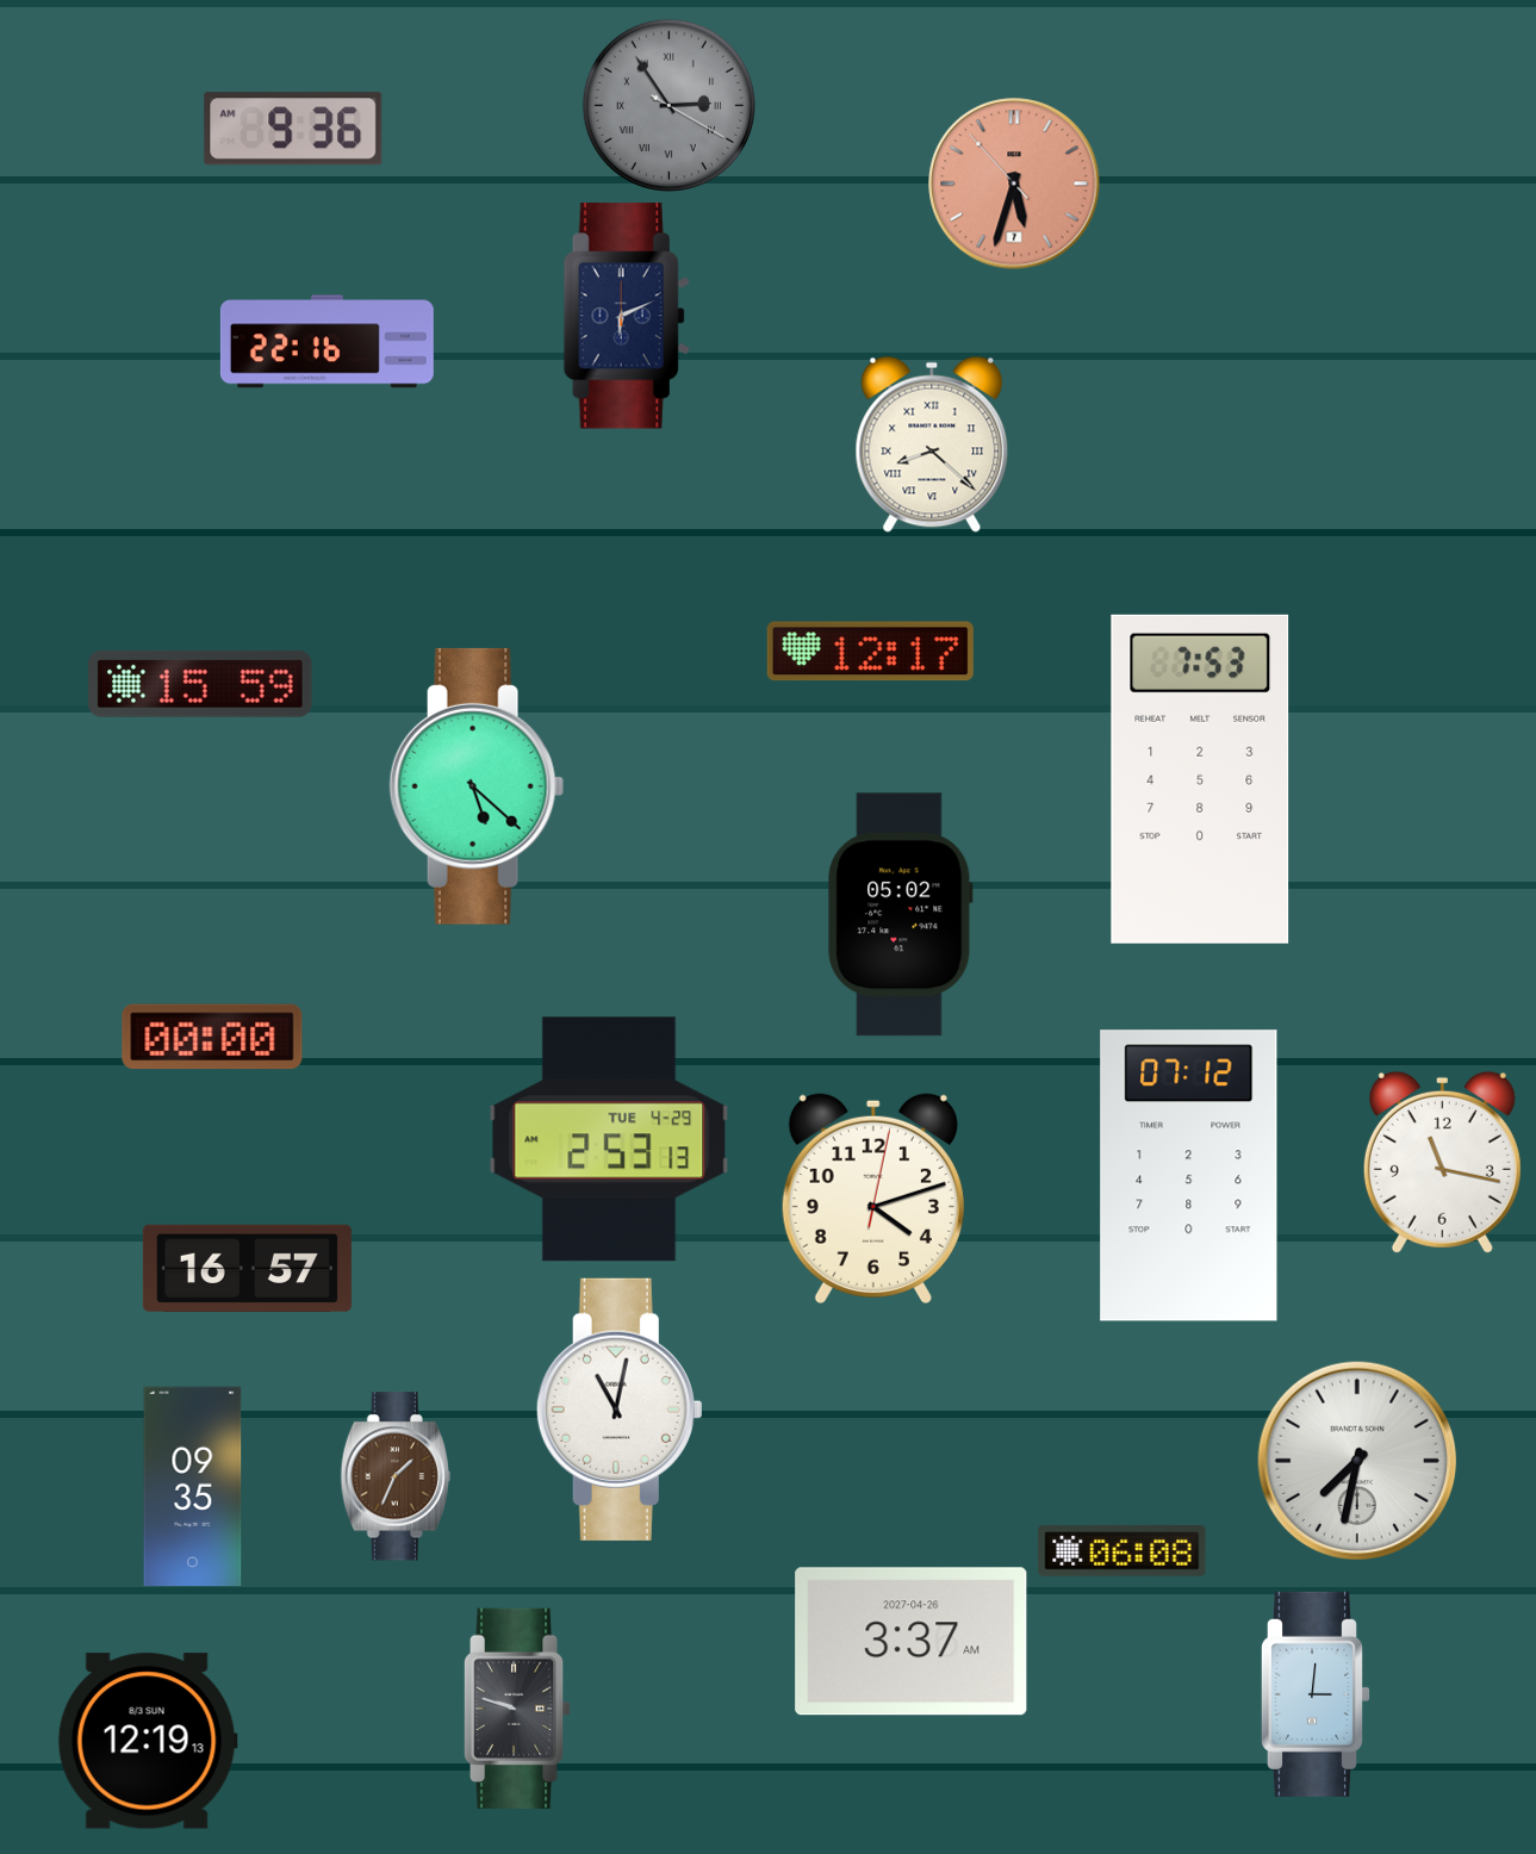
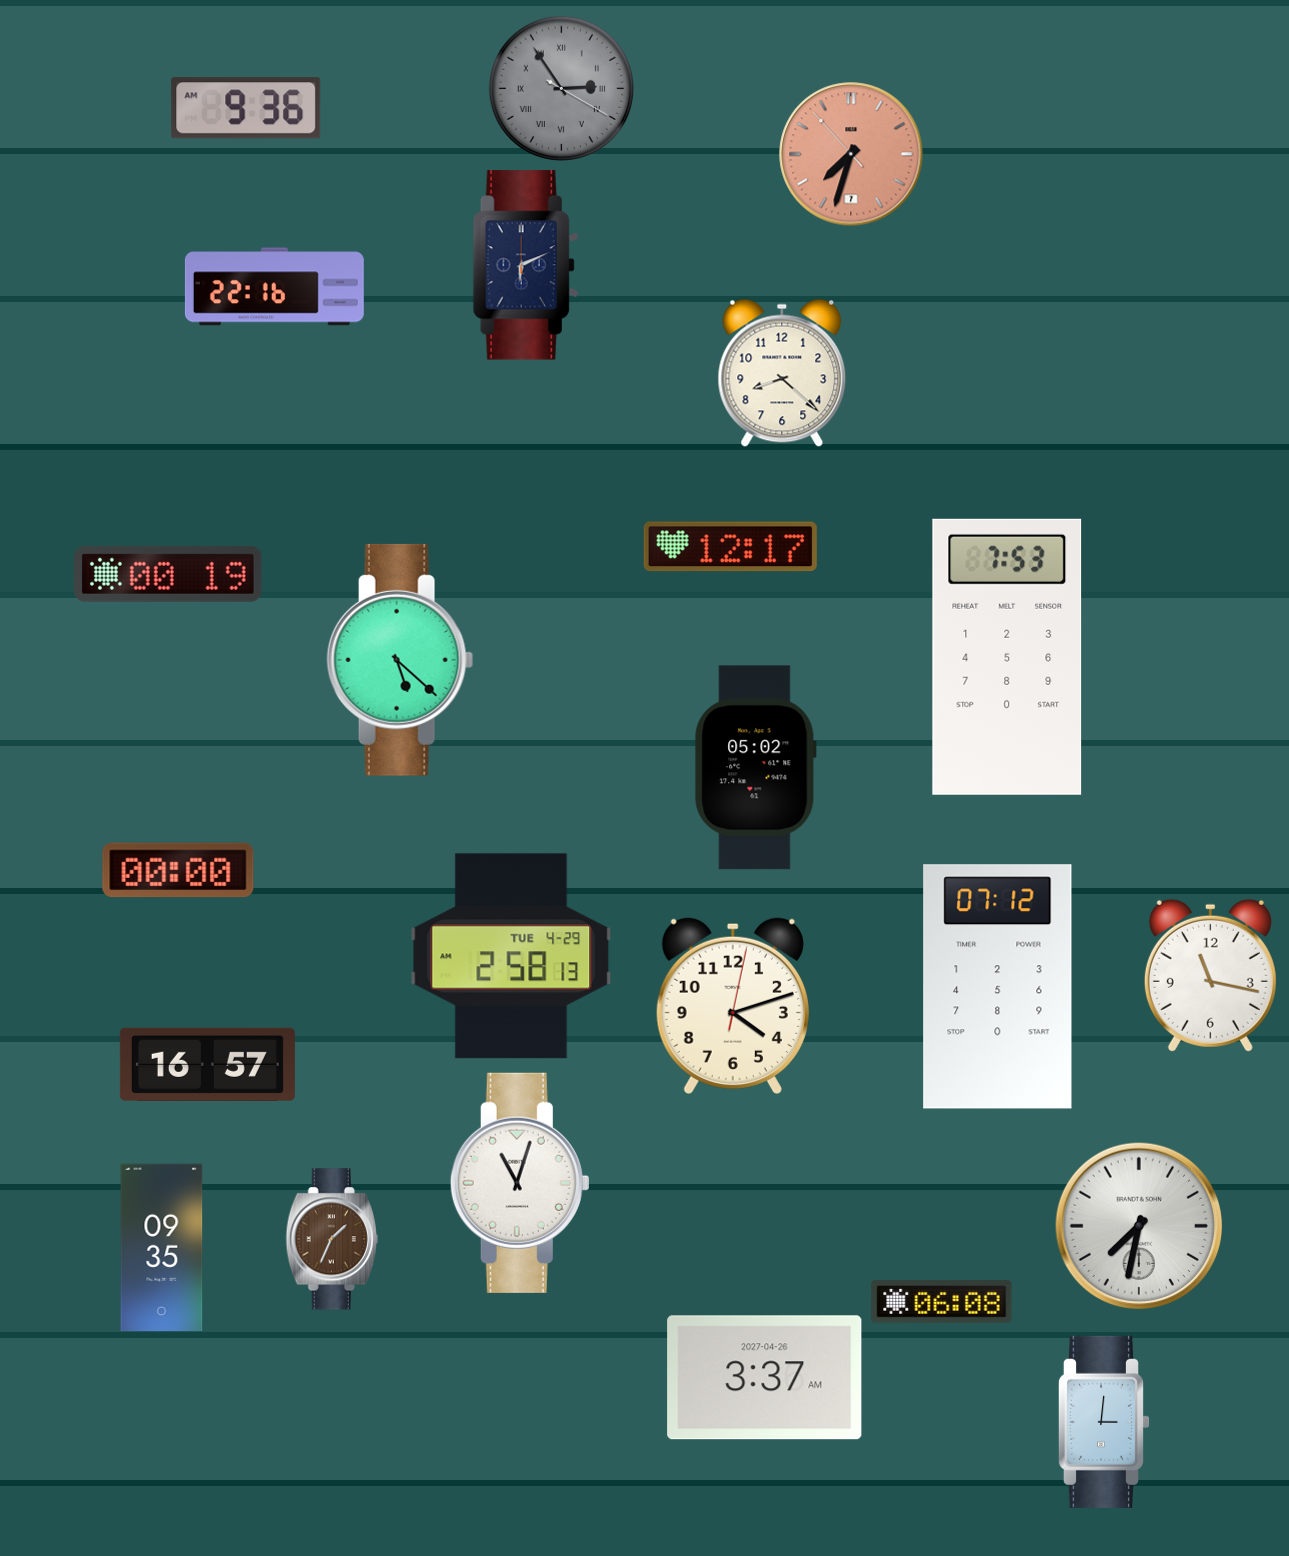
clock at (1014, 183): 5:32 -> 7:32
clock at (932, 444) numerals: Roman -> Arabic
clock at (200, 684): 15:59 -> 00:19
clock at (1200, 779) position: (1200, 779) -> (1007, 657)
clock at (609, 1139): 2:53 -> 2:58
clock at (620, 1410): 11:02 -> 11:03
clock at (517, 1709): 9:48 -> none
clock at (148, 1741): 12:19 -> none
